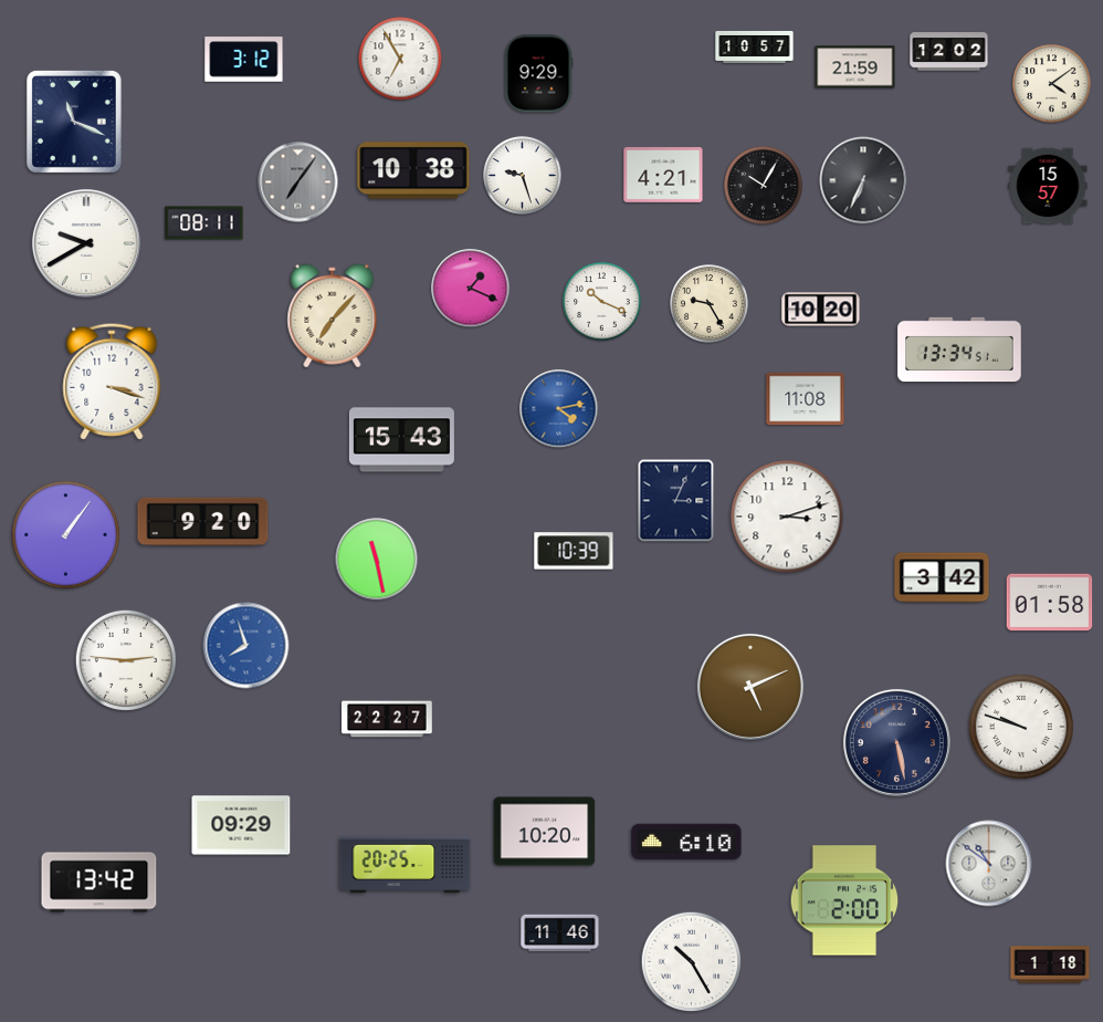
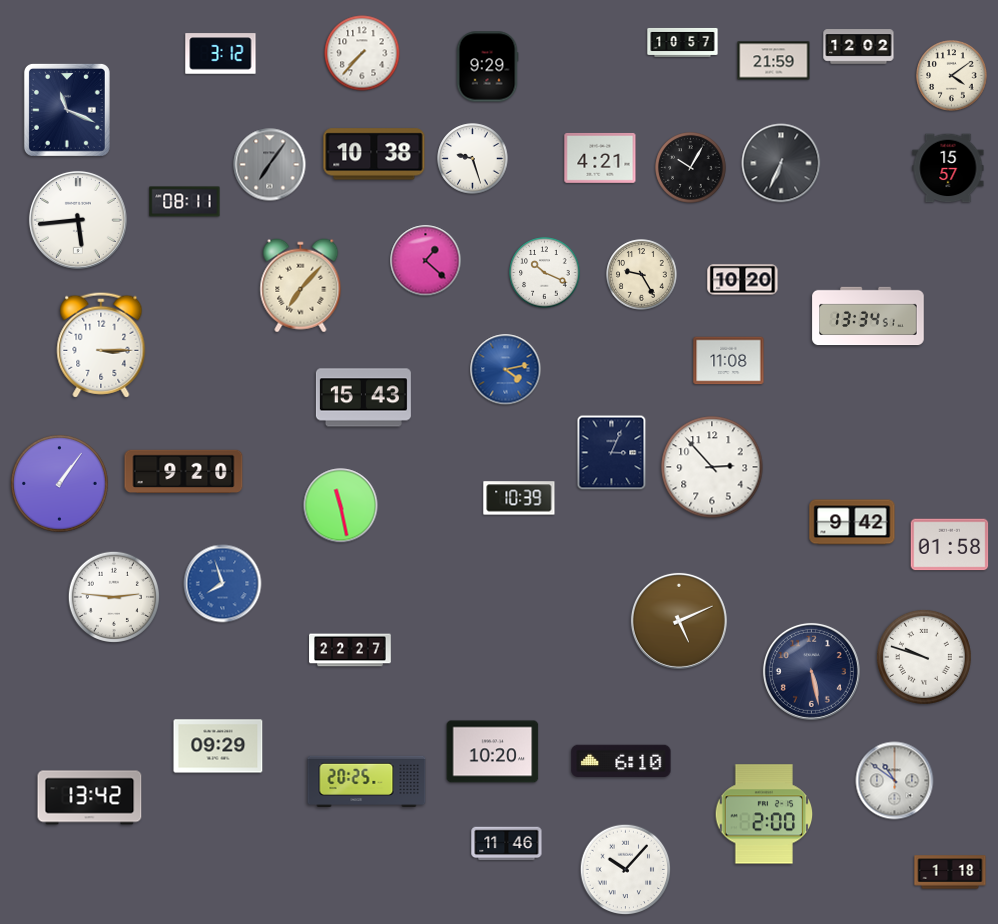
clock at (400, 59): 6:55 -> 7:37
clock at (86, 243): 9:40 -> 5:44
clock at (471, 289): 1:19 -> 1:22
clock at (112, 382): 3:18 -> 3:15
clock at (787, 517): 3:12 -> 2:53
clock at (942, 577): 3:42 -> 9:42
clock at (692, 962): 10:25 -> 10:07
